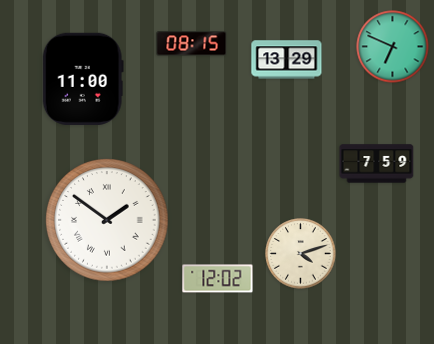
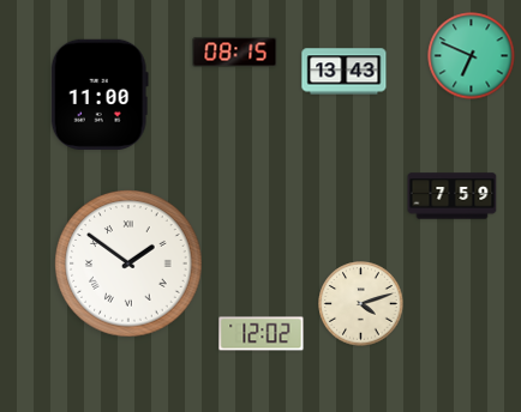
clock at (192, 44) position: (192, 44) -> (235, 53)
clock at (287, 60): 13:29 -> 13:43
